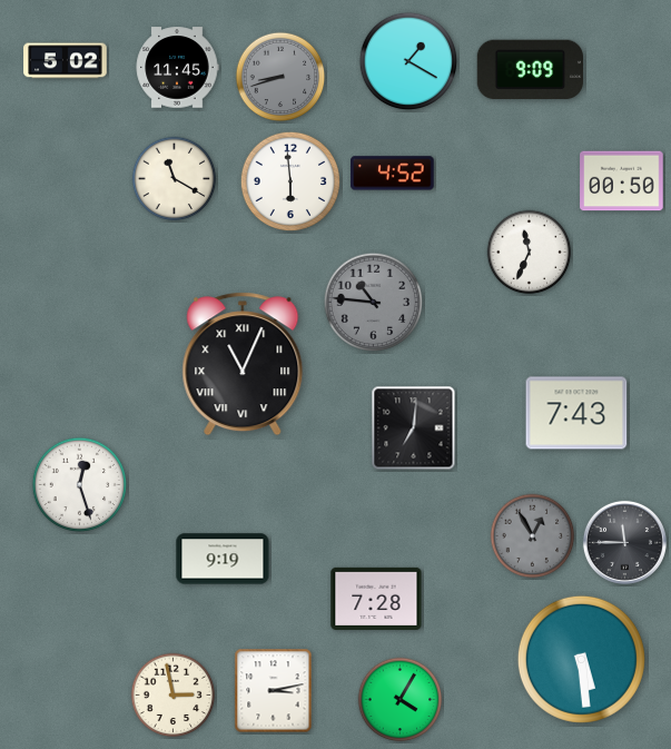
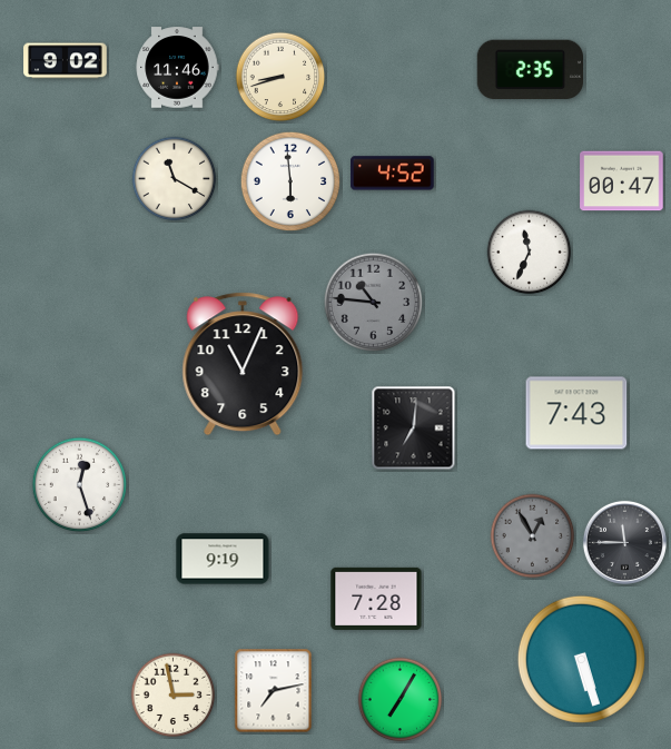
clock at (66, 61): 5:02 -> 9:02
clock at (408, 61): 1:20 -> none
clock at (177, 68): 11:45 -> 11:46
clock at (530, 70): 9:09 -> 2:35
clock at (280, 77) dial: grey -> cream
clock at (622, 181): 00:50 -> 00:47
clock at (243, 364) numerals: Roman -> Arabic
clock at (581, 659): 5:29 -> 5:27
clock at (274, 691): 3:13 -> 7:13
clock at (401, 700): 4:05 -> 7:05
